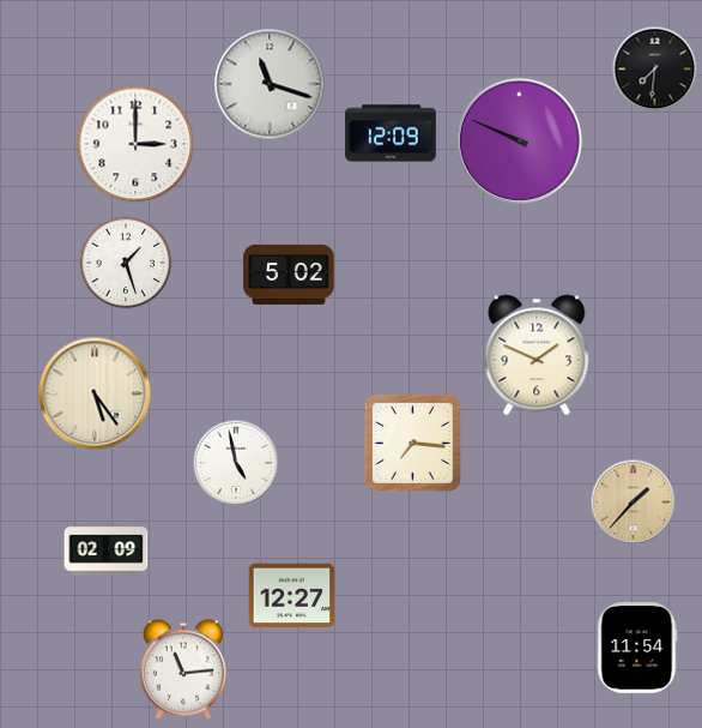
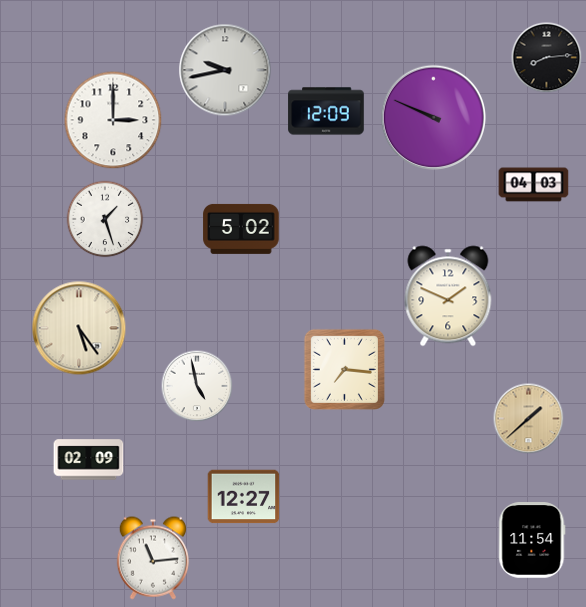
clock at (655, 70): 7:31 -> 8:14
clock at (270, 84): 11:18 -> 9:43
clock at (534, 185): none -> 04:03
clock at (634, 503): 1:37 -> 1:38
